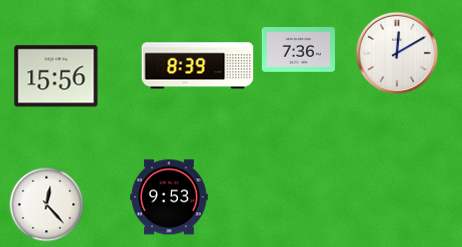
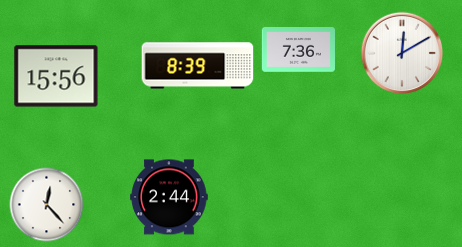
clock at (397, 53) position: (397, 53) -> (402, 53)
clock at (169, 197): 9:53 -> 2:44
